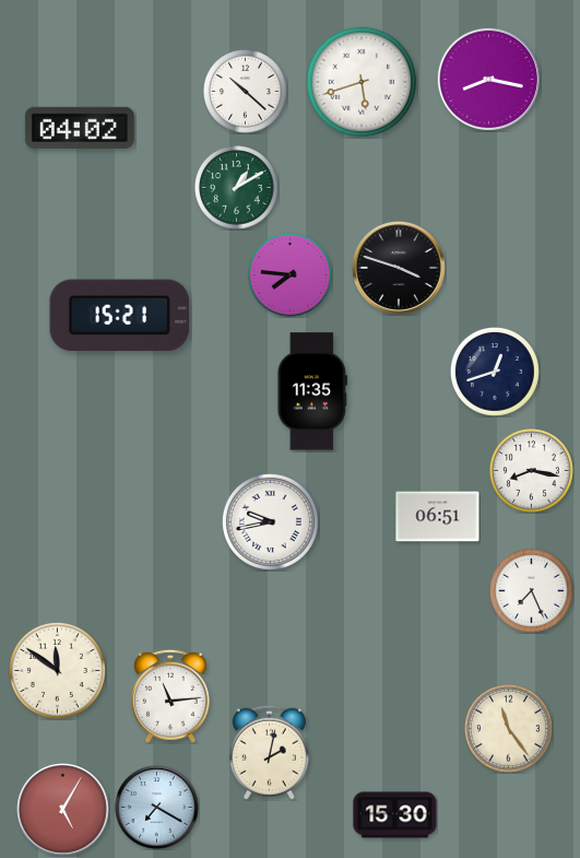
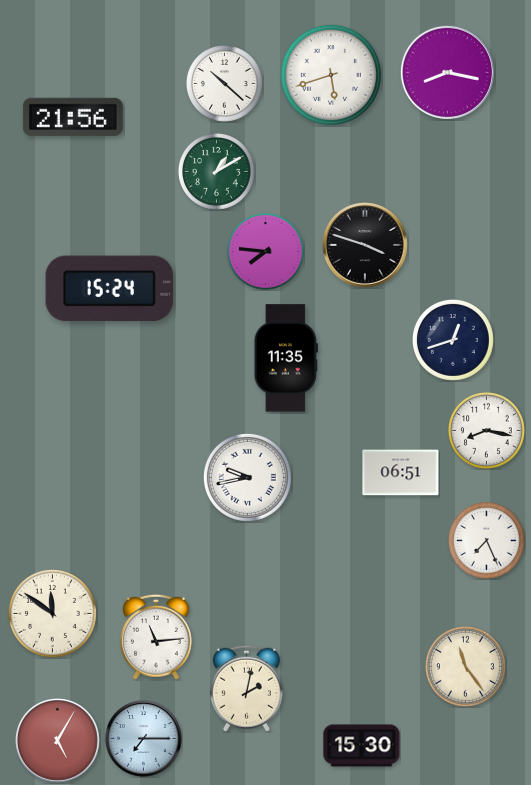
clock at (80, 128): 04:02 -> 21:56
clock at (120, 316): 15:21 -> 15:24
clock at (157, 808): 7:20 -> 7:15
